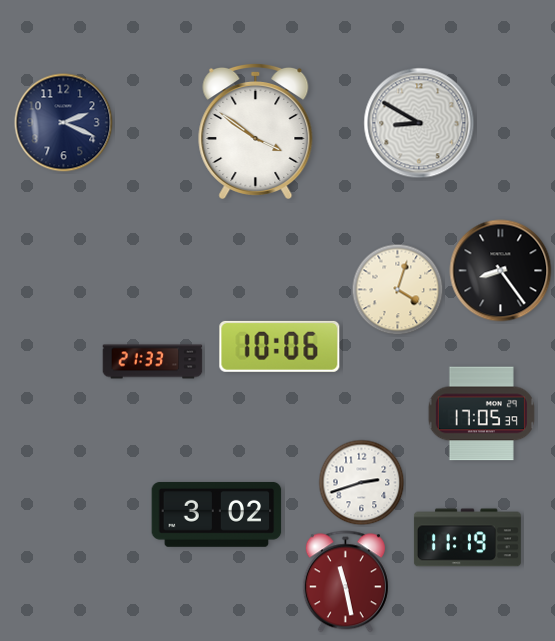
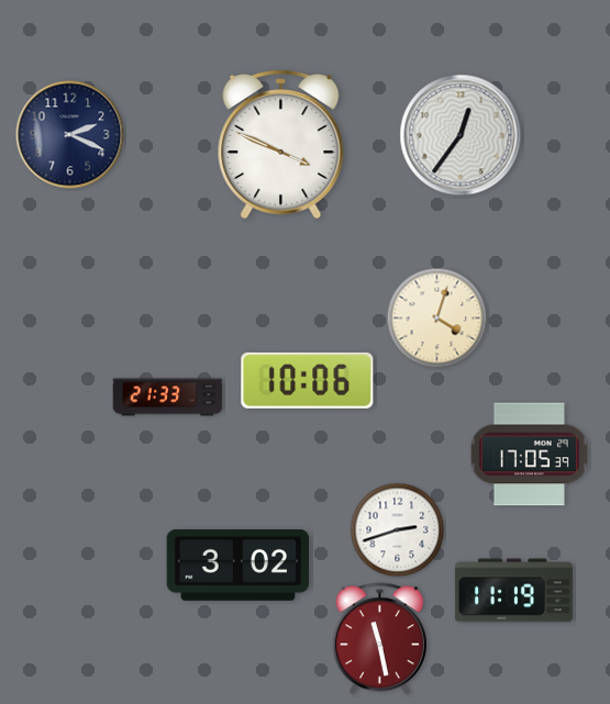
clock at (419, 123): 8:50 -> 12:36
clock at (256, 131): 3:51 -> 3:49
clock at (501, 271): 8:24 -> none
